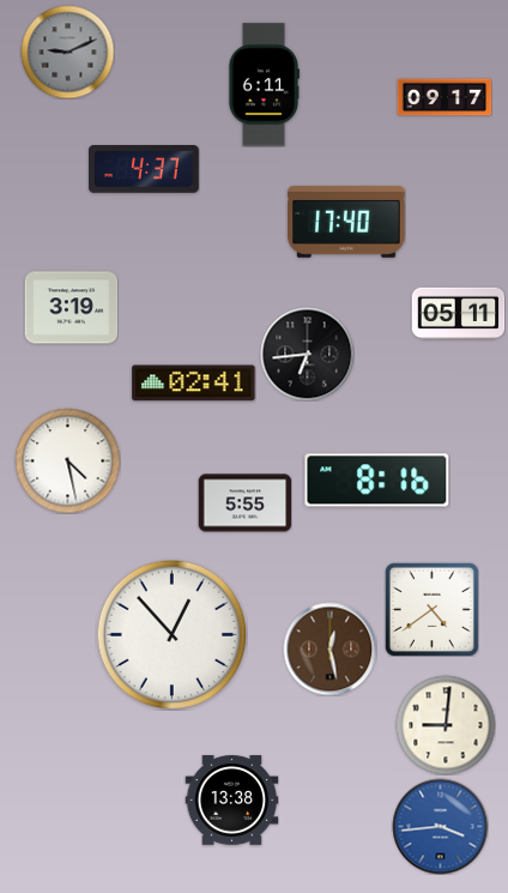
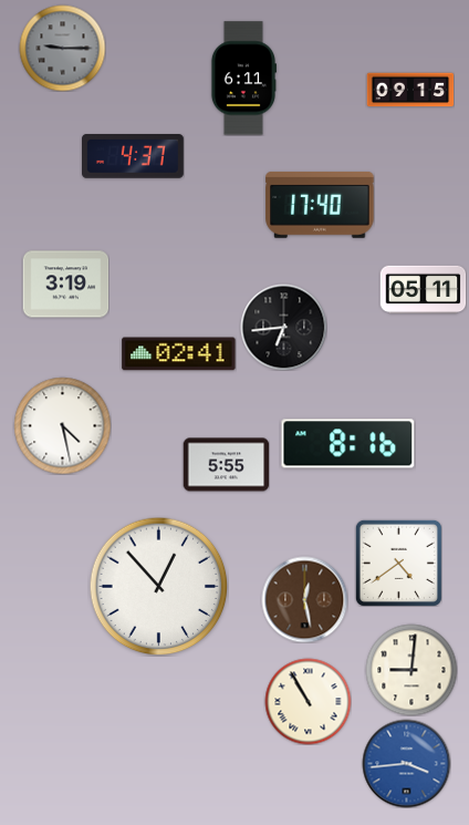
clock at (67, 52): 9:11 -> 9:15
clock at (444, 97): 09:17 -> 09:15
clock at (308, 701): none -> 10:55
clock at (231, 801): 13:38 -> none
